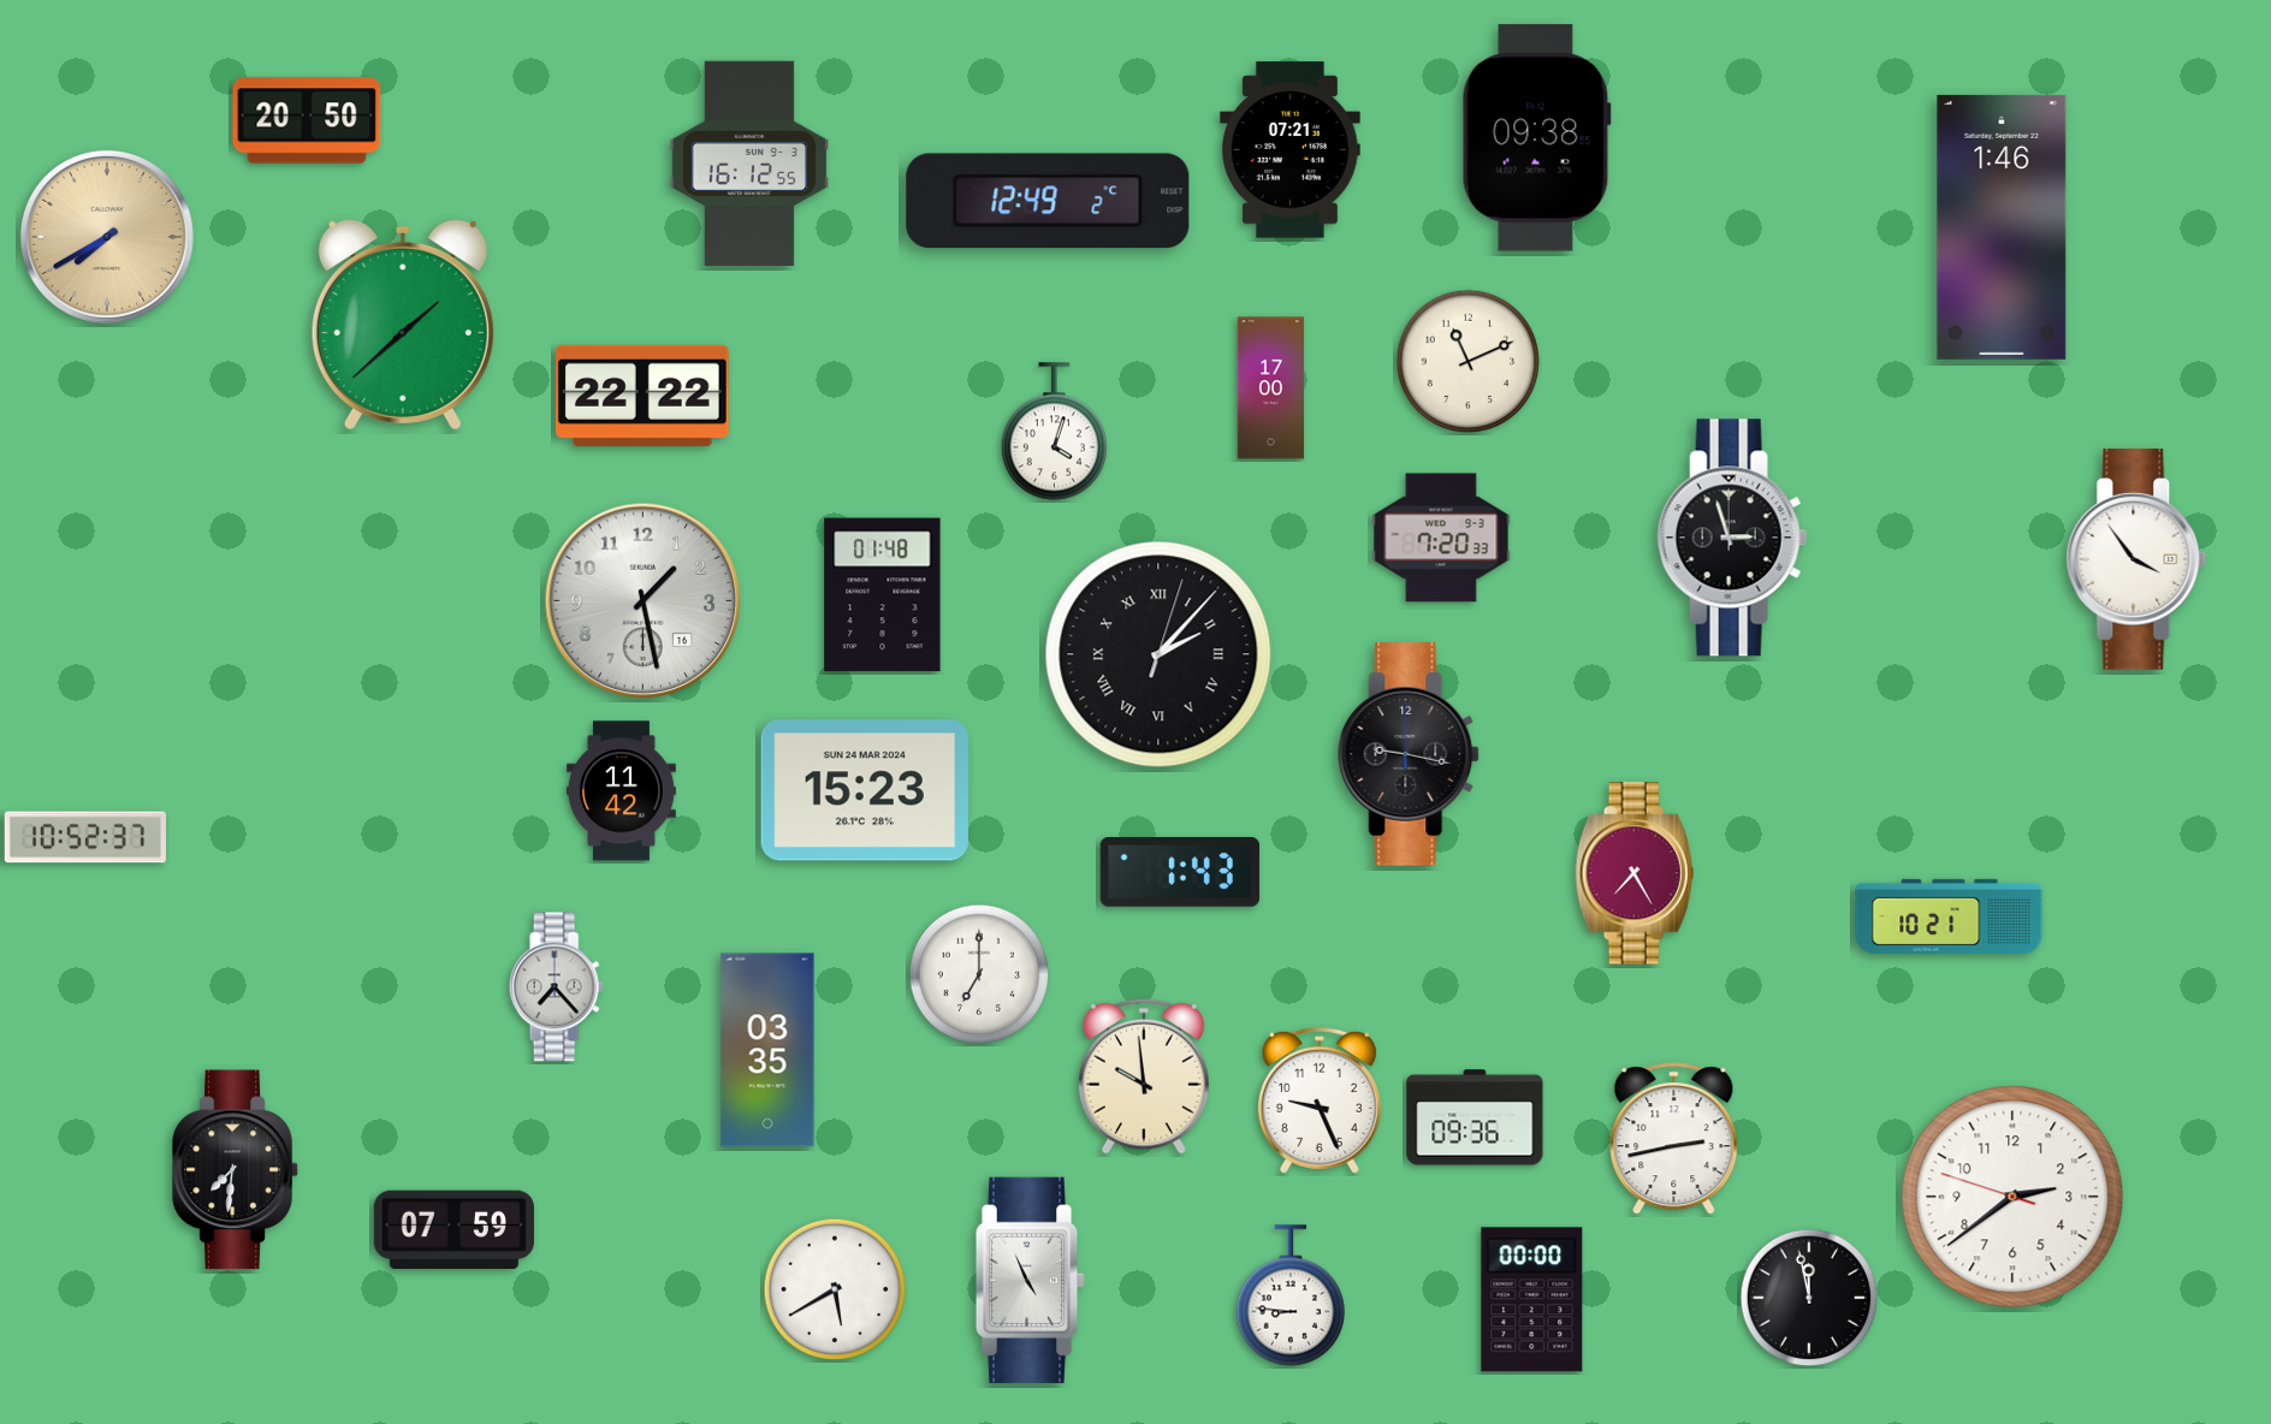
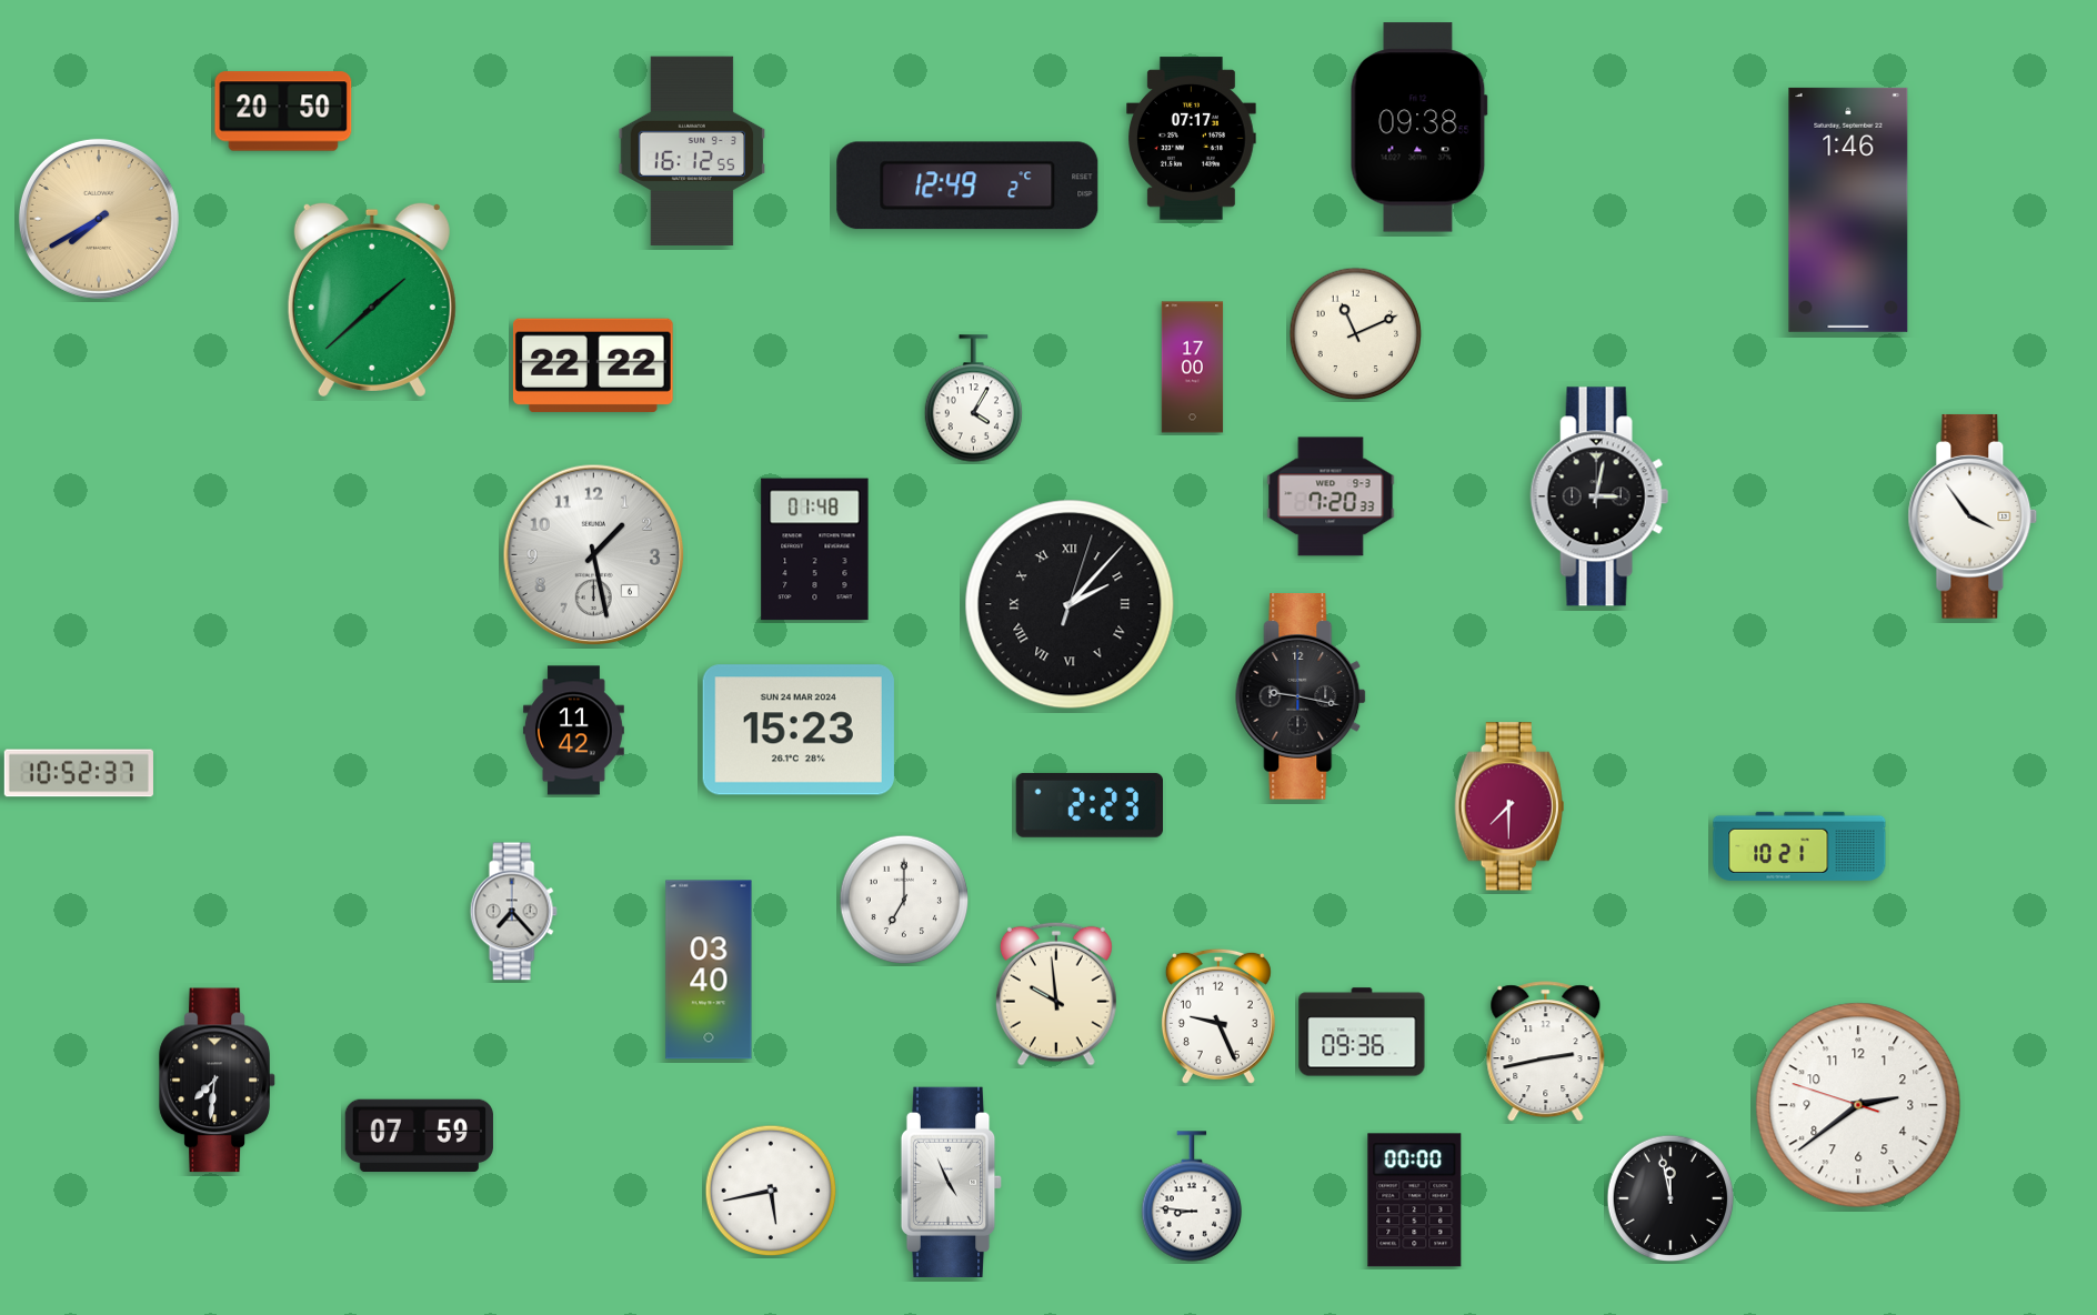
clock at (1291, 150): 07:21 -> 07:17
clock at (1271, 388) position: (1271, 388) -> (1193, 368)
clock at (1054, 432): 4:03 -> 4:05
clock at (1732, 538): 2:57 -> 3:02
clock at (644, 601) date: 16 -> 6
clock at (1179, 872): 1:43 -> 2:23
clock at (1635, 873): 7:25 -> 7:30
clock at (767, 1050): 03:35 -> 03:40
clock at (835, 1289): 5:40 -> 5:43
